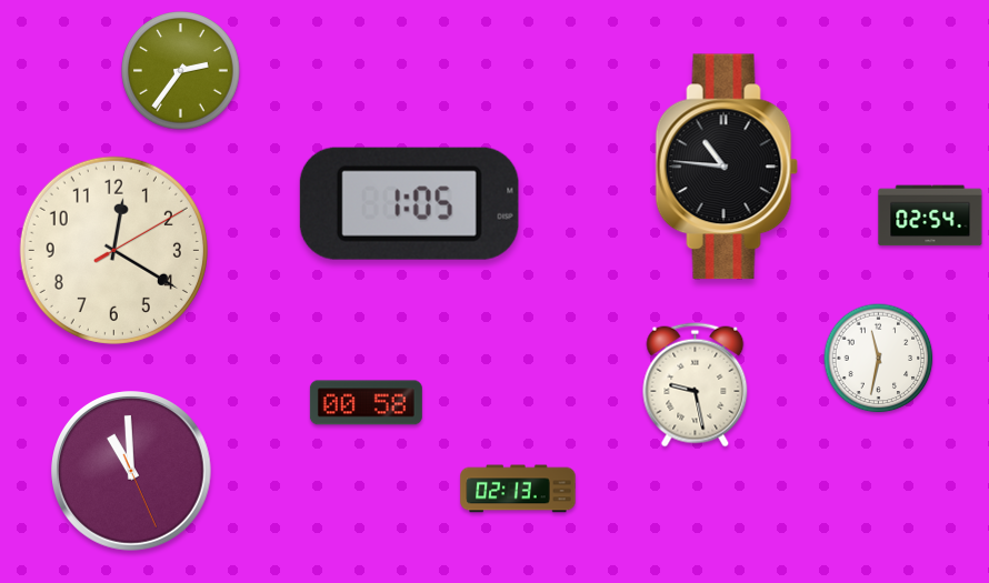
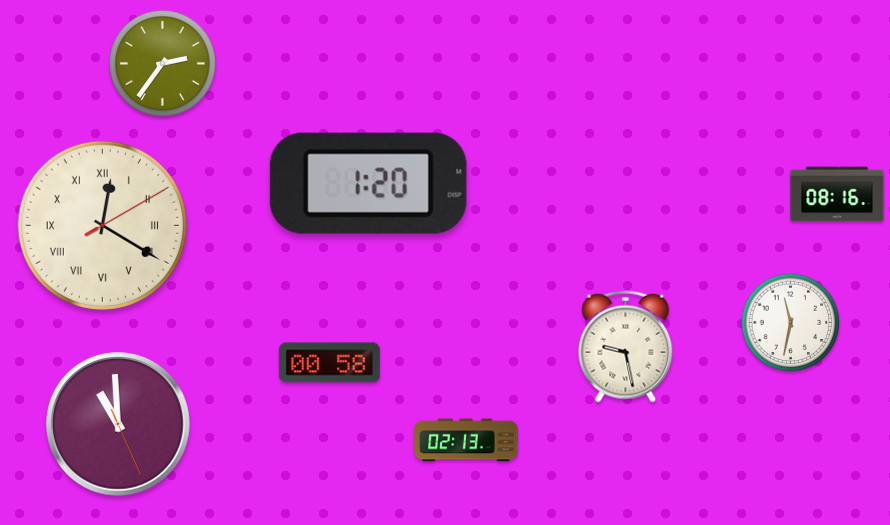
clock at (727, 167): 10:46 -> none
clock at (409, 203): 1:05 -> 1:20
clock at (930, 215): 02:54 -> 08:16
clock at (113, 250) numerals: Arabic -> Roman
